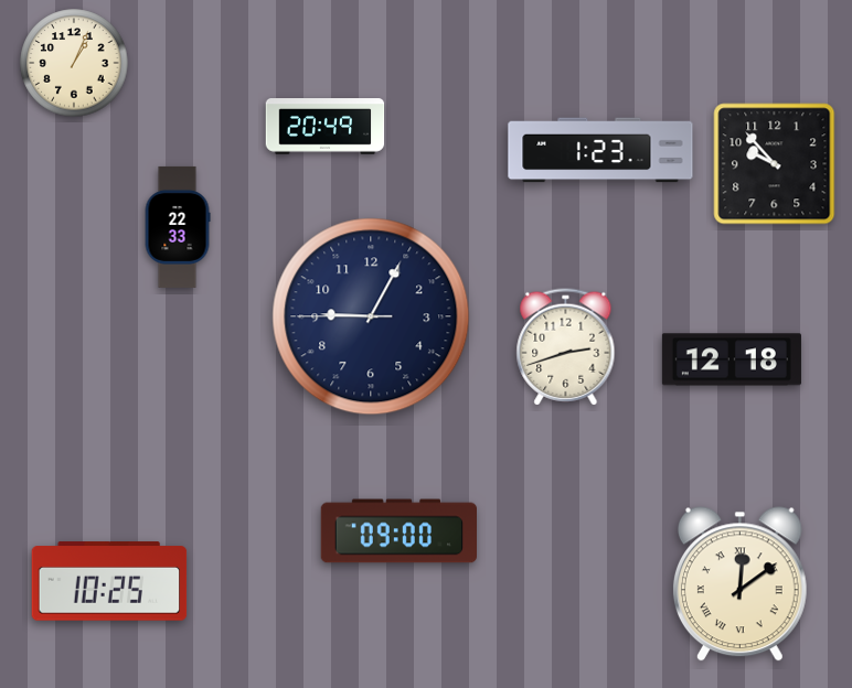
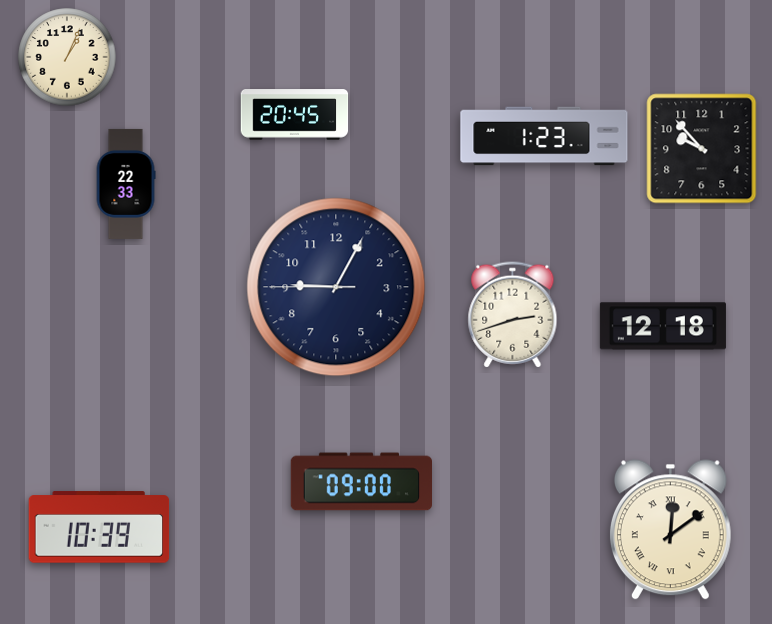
clock at (326, 127): 20:49 -> 20:45
clock at (178, 227) position: (178, 227) -> (126, 184)
clock at (109, 581): 10:25 -> 10:39
